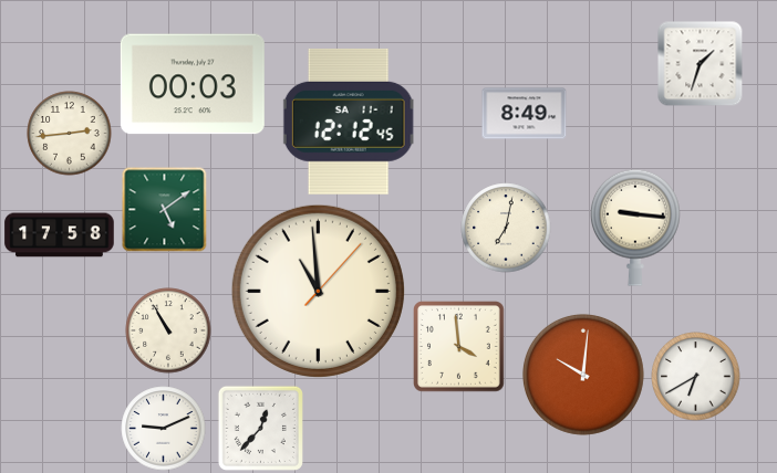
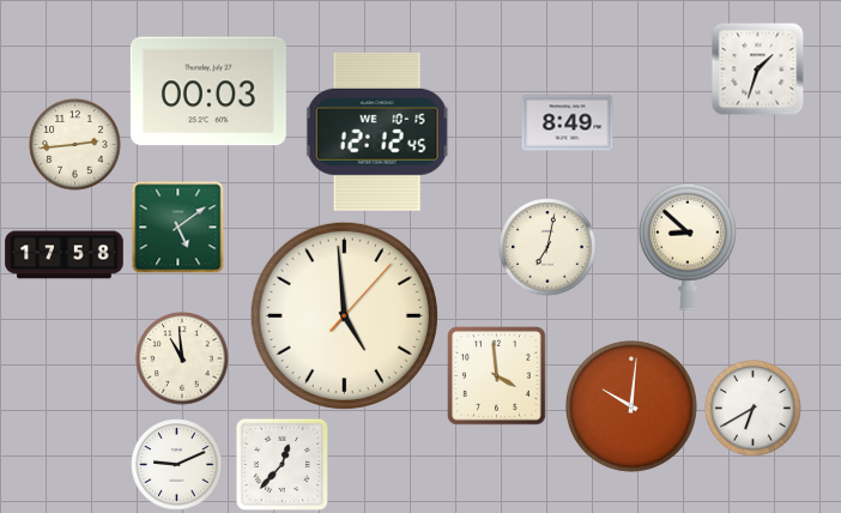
clock at (349, 122) date: SA 11-1 -> WE 10-15
clock at (635, 228): 9:16 -> 8:52
clock at (318, 291): 10:59 -> 4:59
clock at (168, 330): 10:55 -> 10:59
